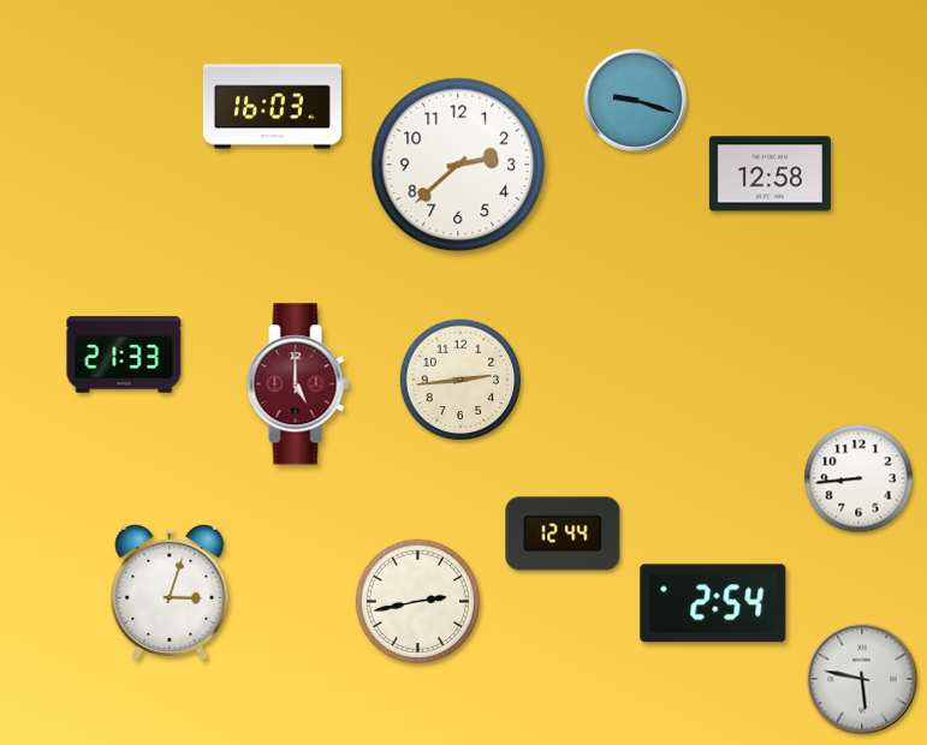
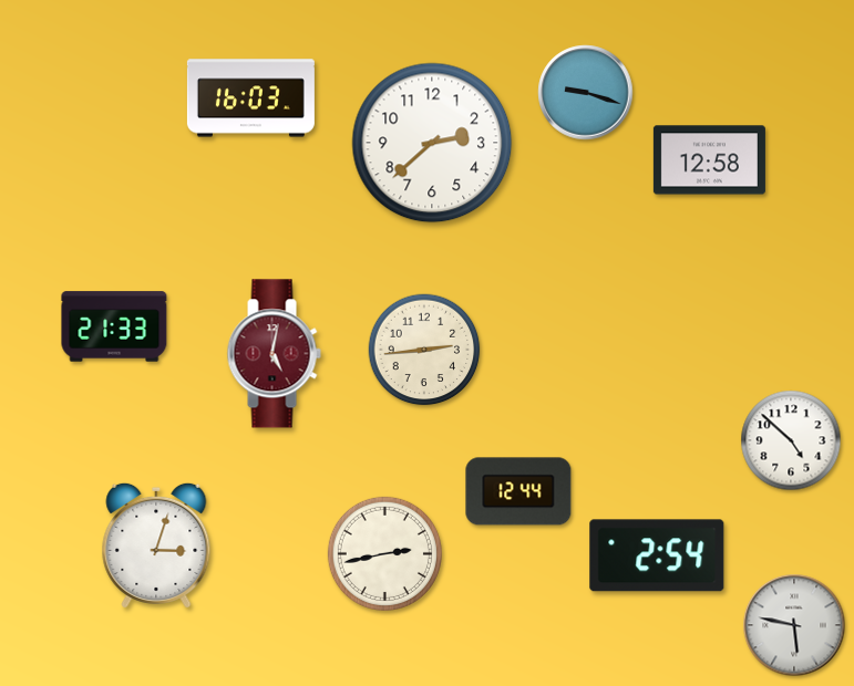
clock at (458, 165) position: (458, 165) -> (432, 143)
clock at (297, 385): 5:00 -> 5:02
clock at (858, 478): 8:44 -> 4:52
